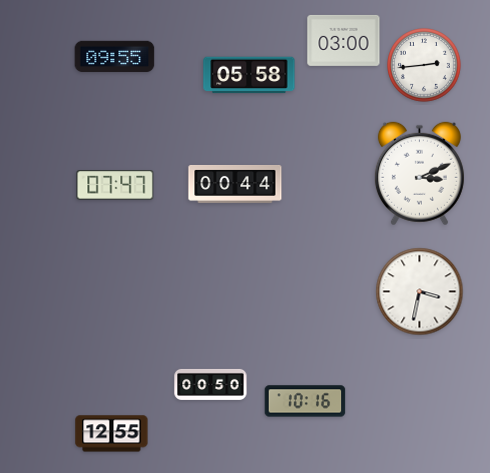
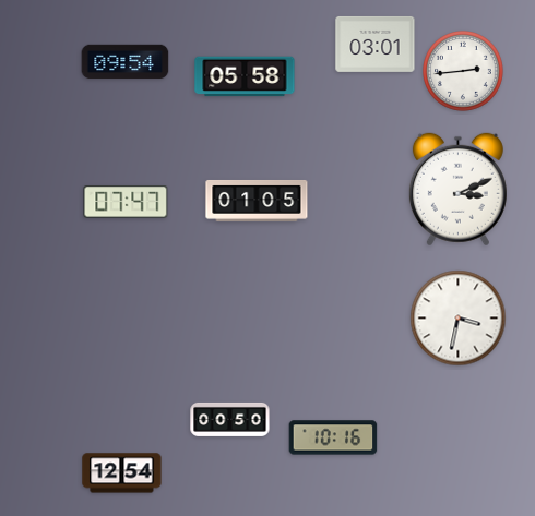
clock at (344, 40): 03:00 -> 03:01
clock at (115, 57): 09:55 -> 09:54
clock at (249, 75) position: (249, 75) -> (245, 76)
clock at (235, 184): 00:44 -> 01:05
clock at (112, 434): 12:55 -> 12:54
